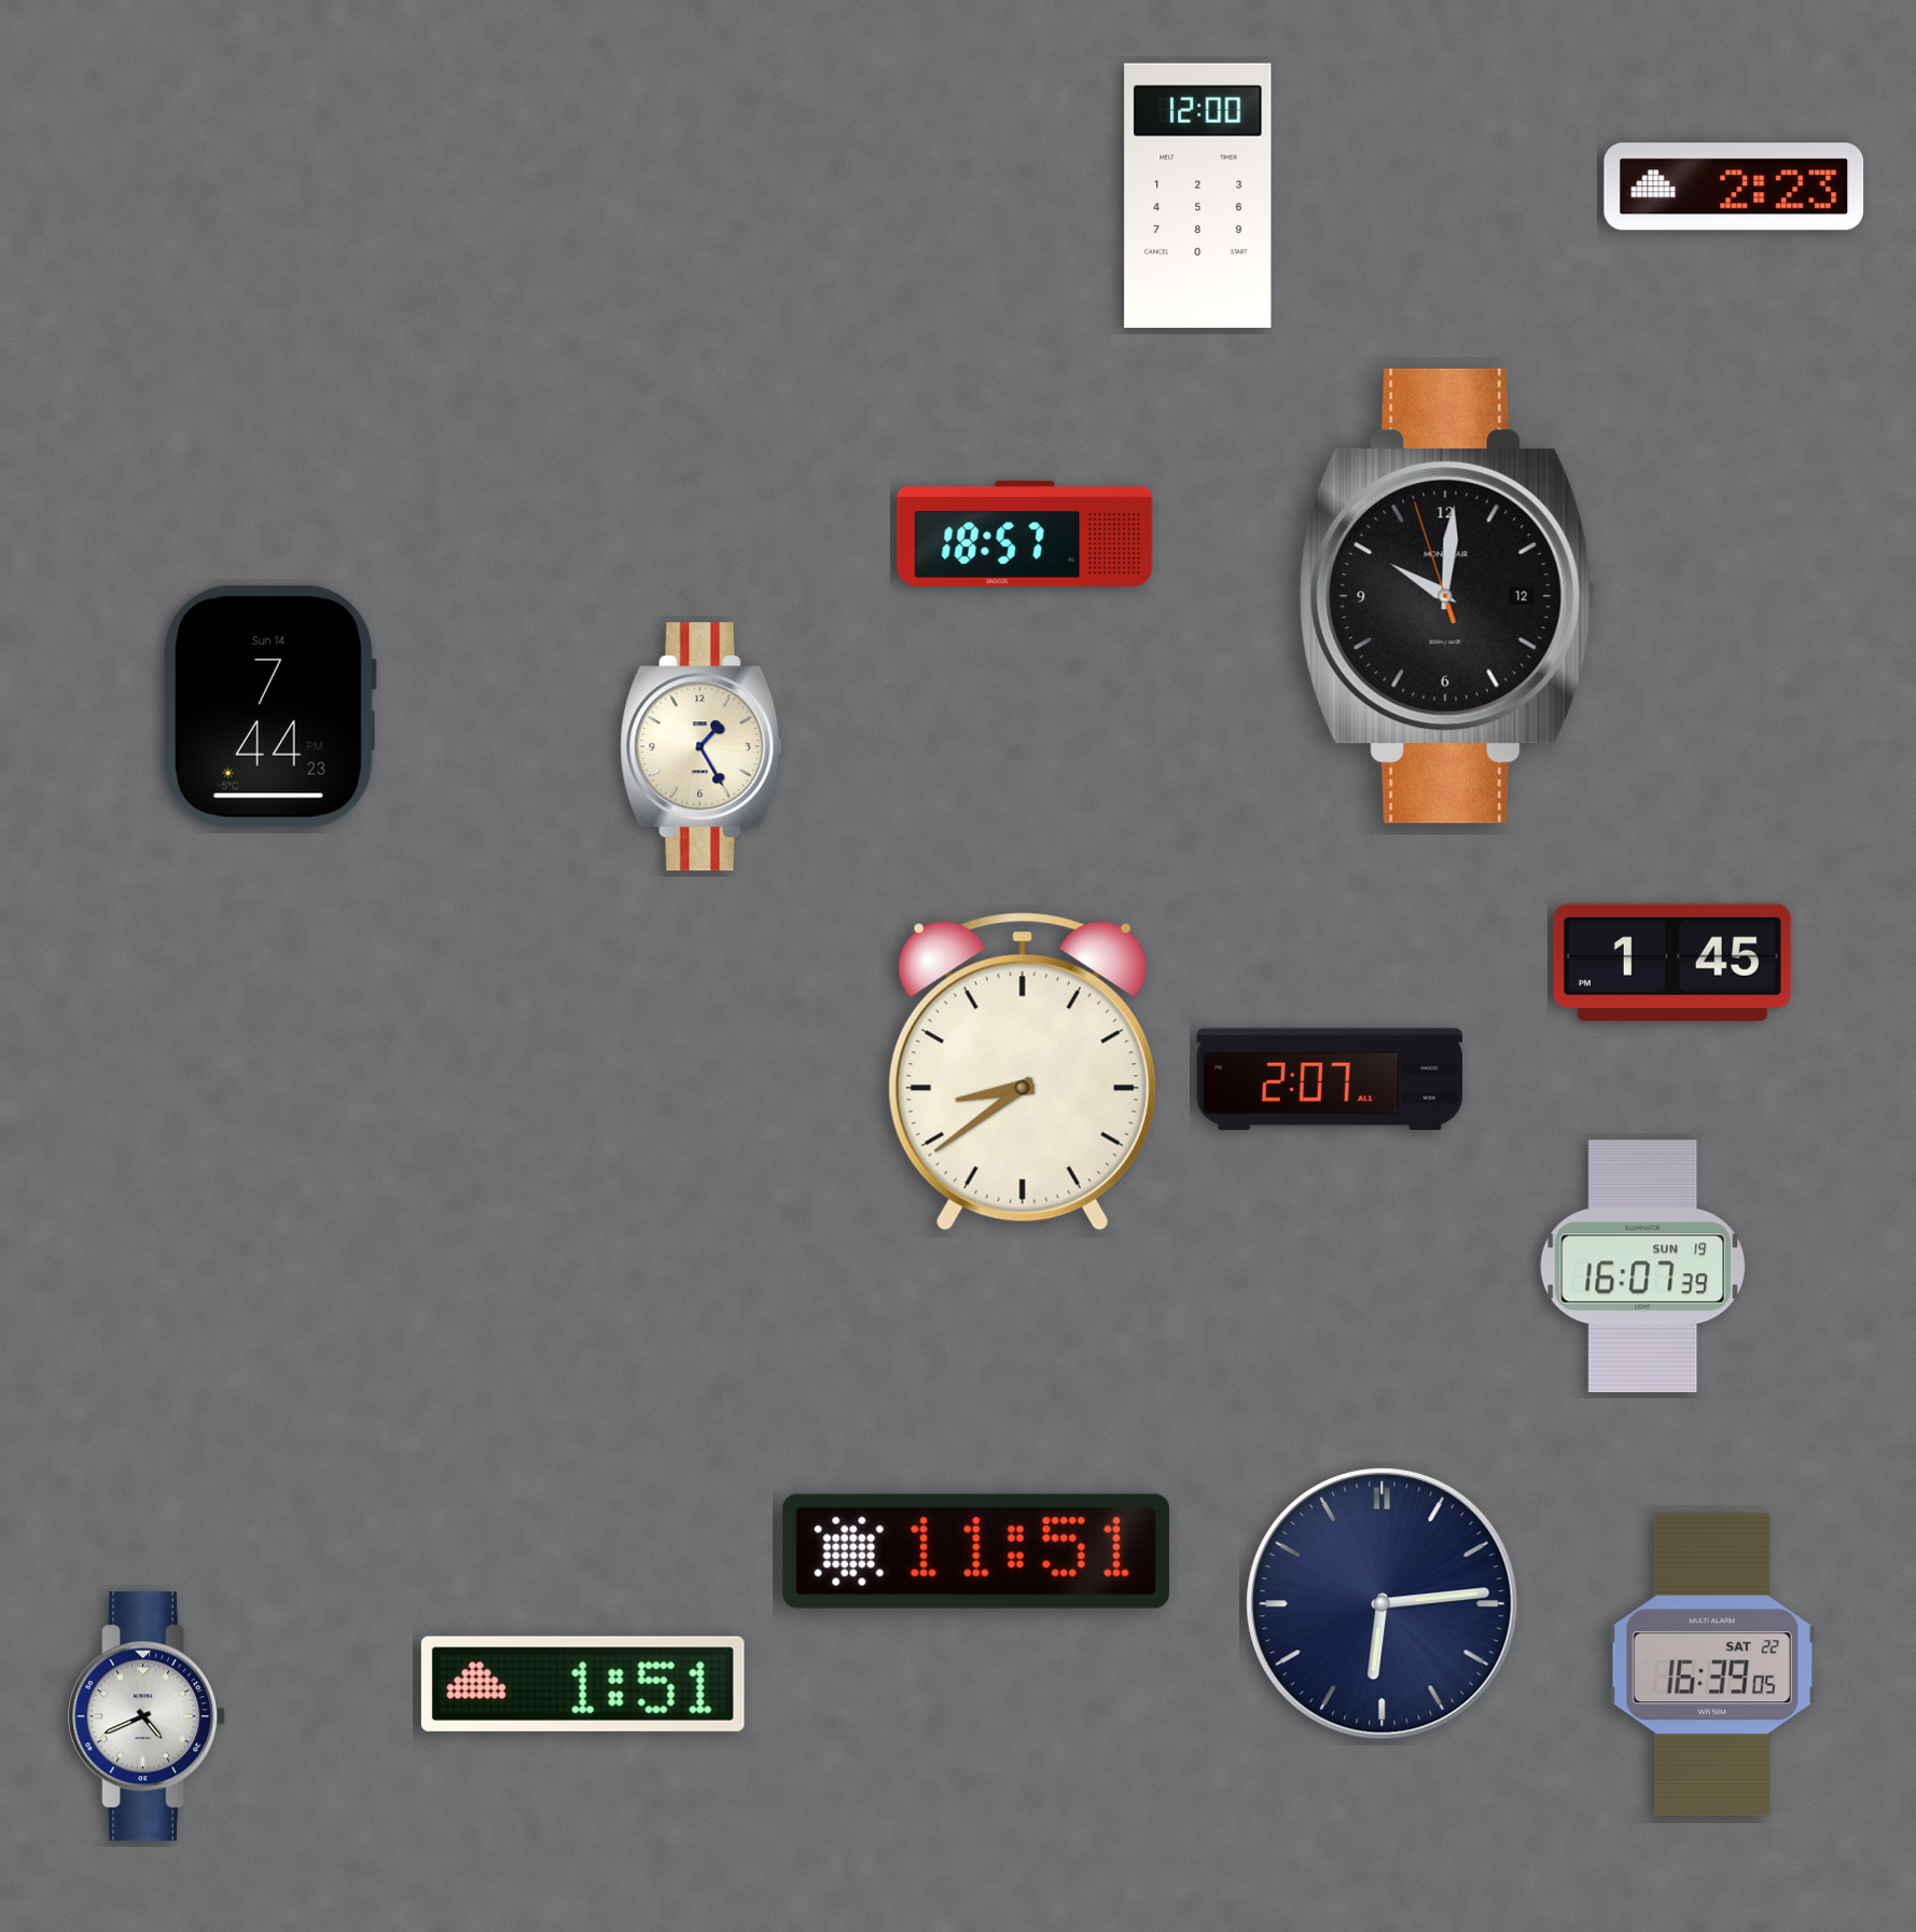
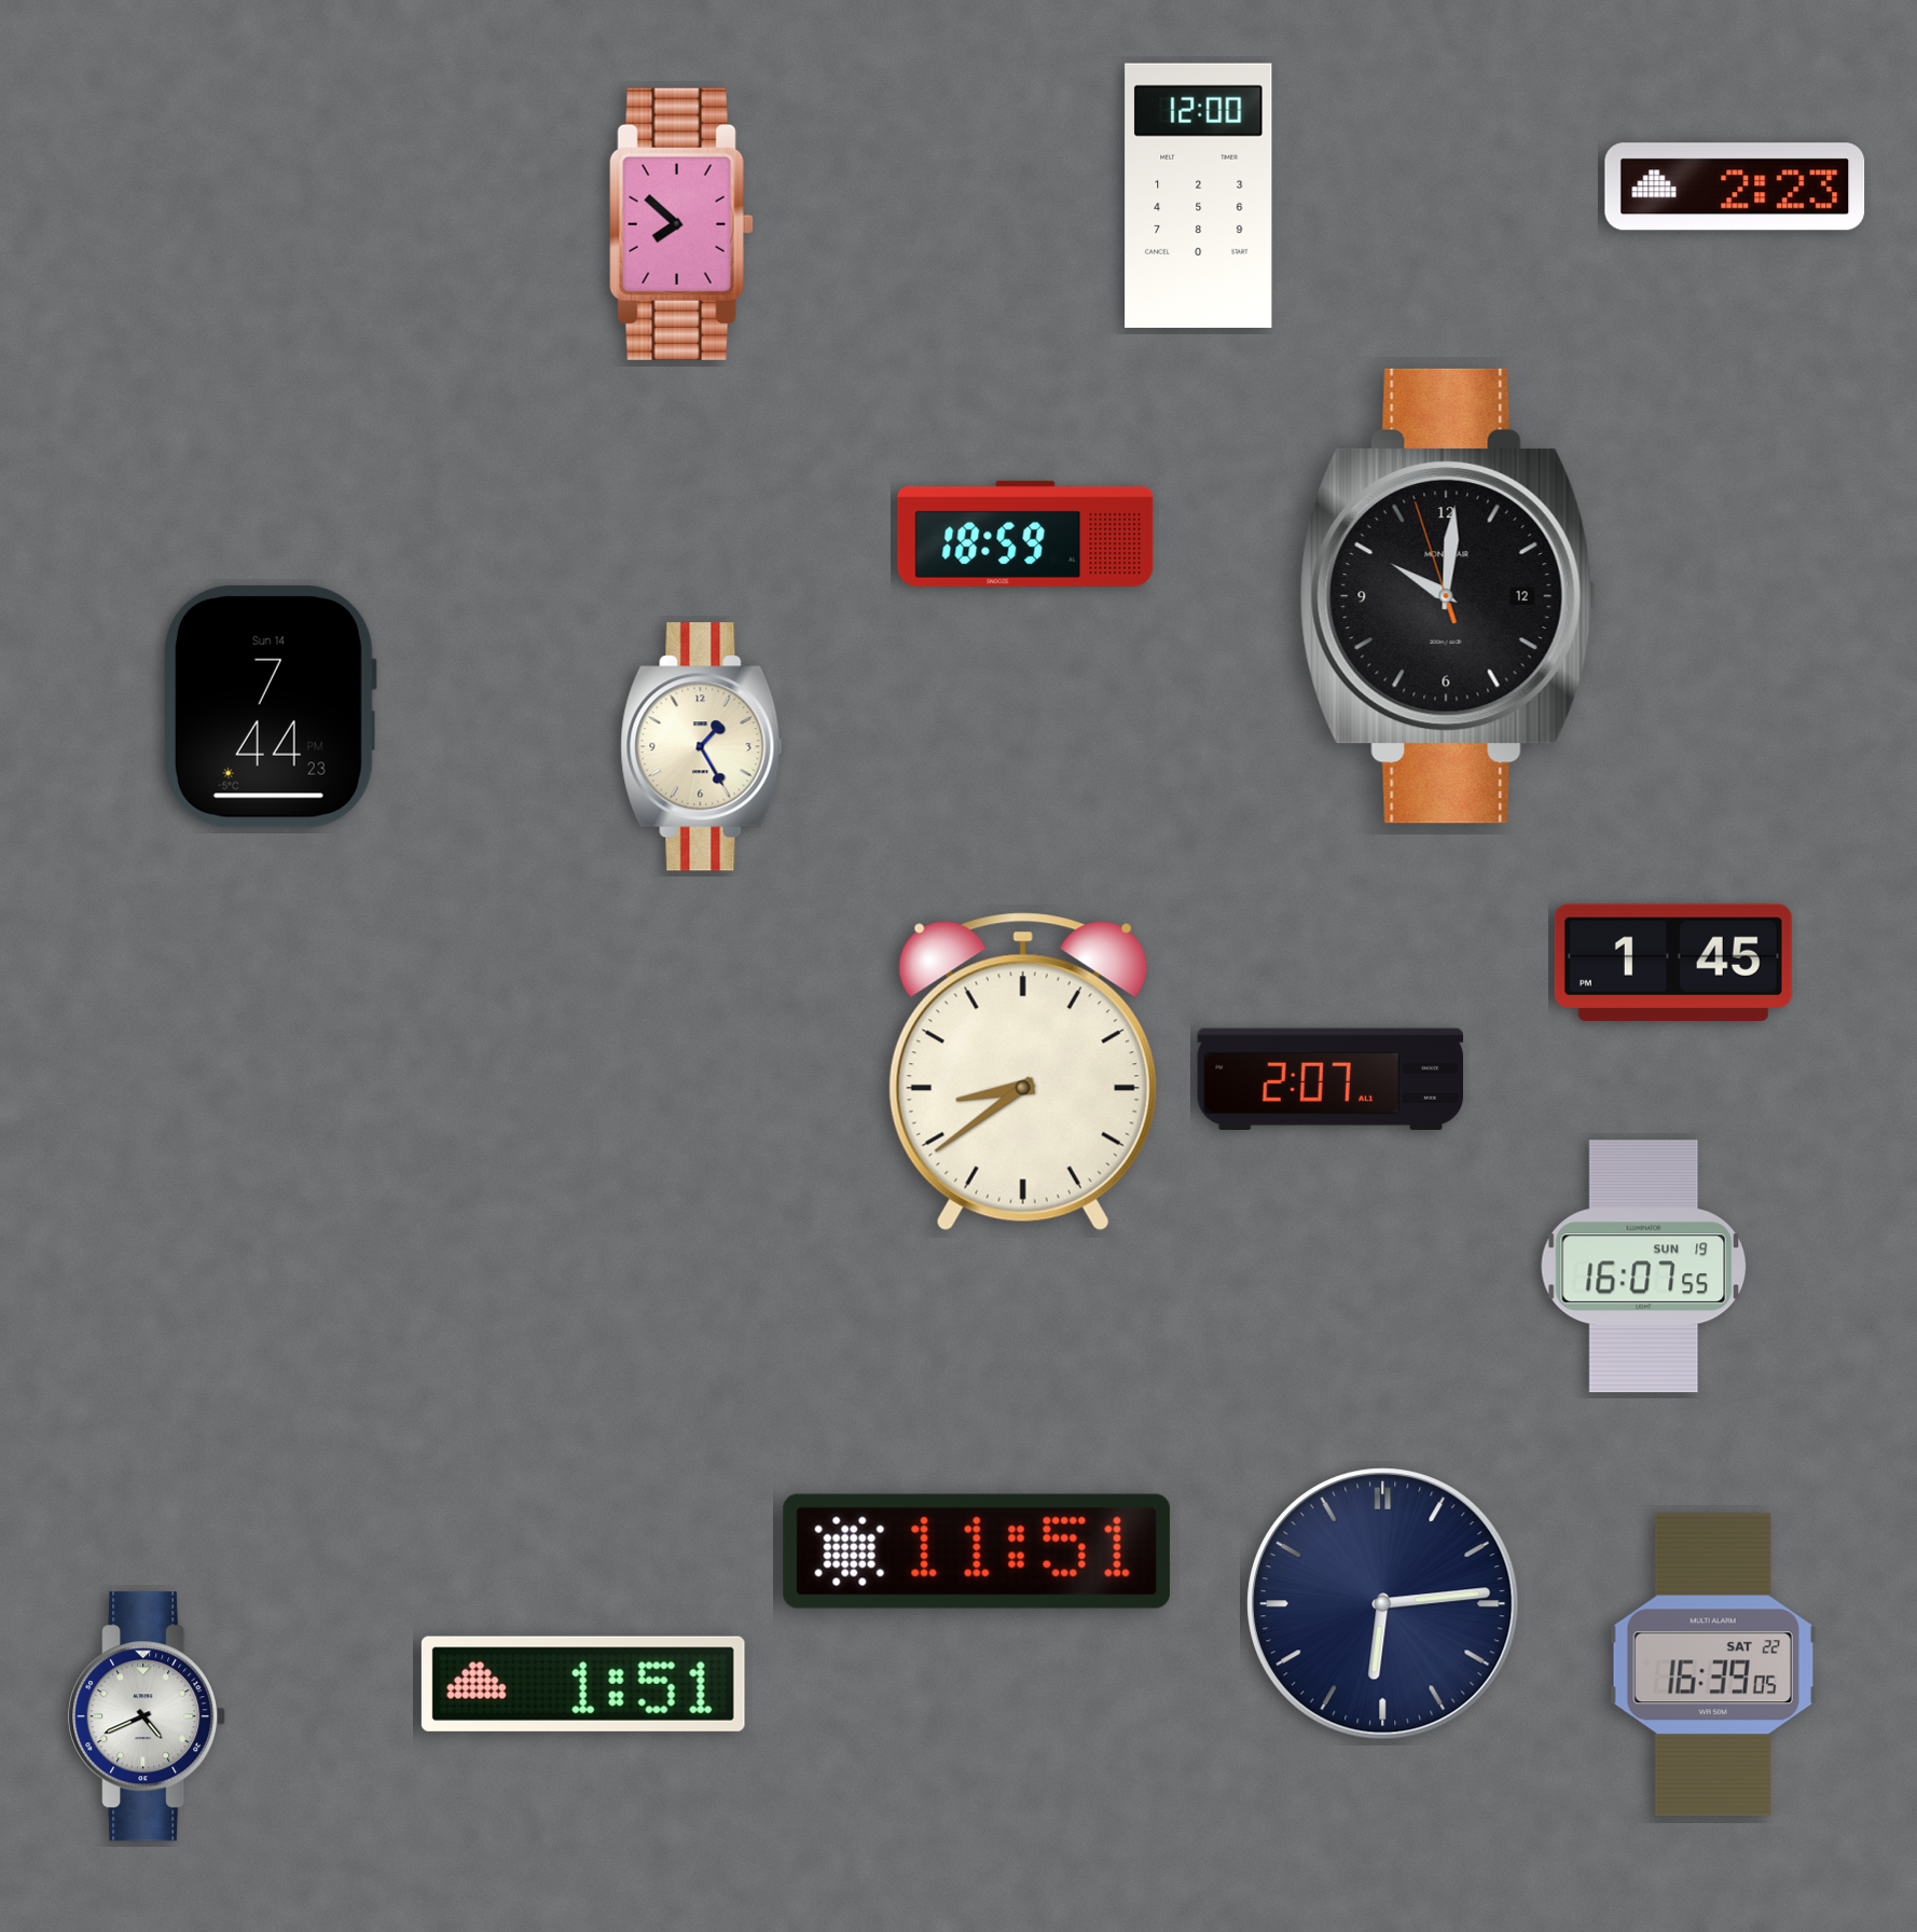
clock at (681, 224): none -> 7:52
clock at (1025, 534): 18:57 -> 18:59
clock at (1642, 1267): 16:07:39 -> 16:07:55
